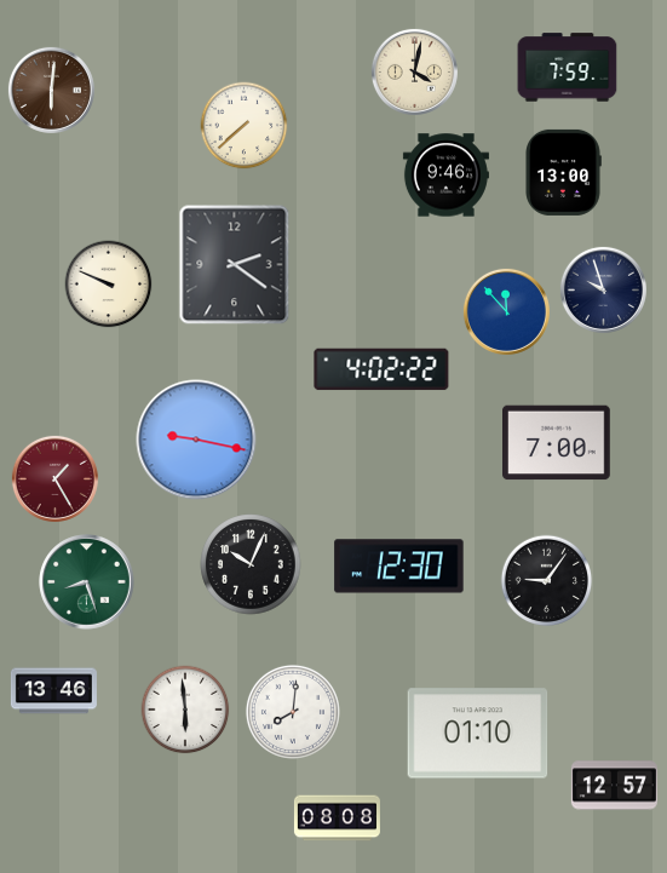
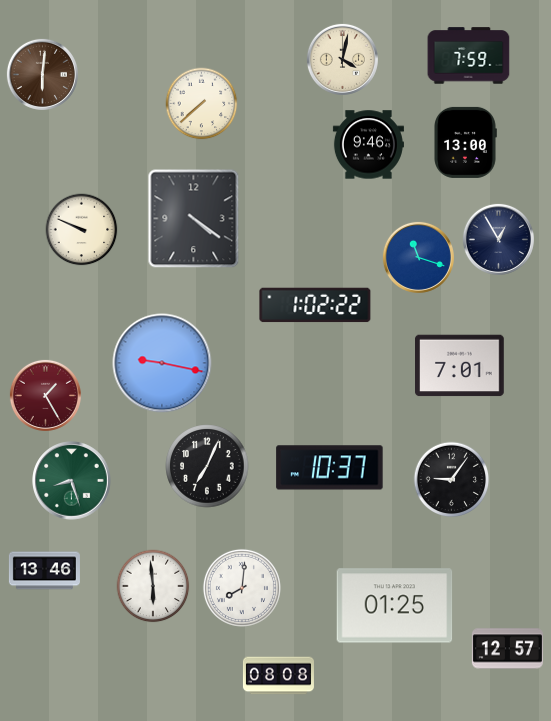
clock at (235, 265): 2:21 -> 4:21
clock at (109, 285) position: (109, 285) -> (82, 230)
clock at (603, 289): 9:57 -> 12:55
clock at (506, 311): 11:53 -> 11:18
clock at (381, 369): 4:02 -> 1:02
clock at (557, 443): 7:00 -> 7:01
clock at (251, 564): 10:04 -> 7:04
clock at (399, 567): 12:30 -> 10:37
clock at (478, 734): 01:10 -> 01:25
